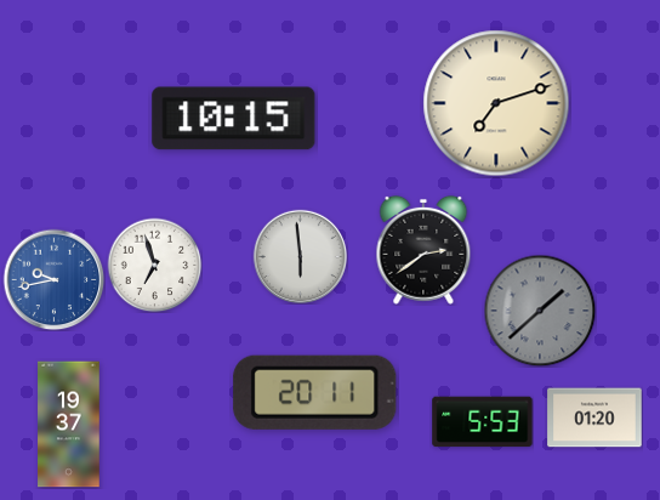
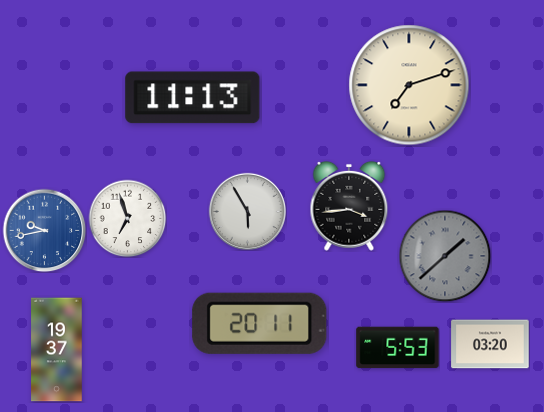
clock at (234, 119): 10:15 -> 11:13
clock at (423, 250): 2:39 -> 3:44
clock at (300, 256): 5:59 -> 5:55
clock at (594, 417): 01:20 -> 03:20
